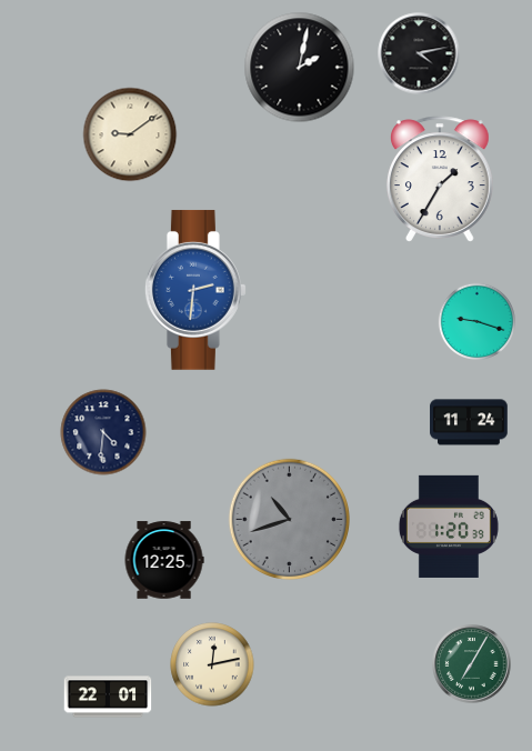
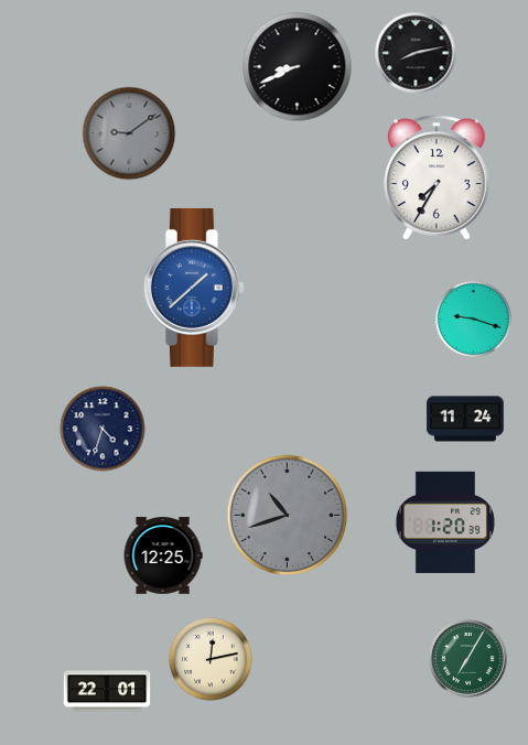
clock at (419, 53): 4:13 -> 8:13
clock at (300, 68): 2:02 -> 8:41
clock at (130, 134) dial: cream -> grey
clock at (440, 179): 1:35 -> 7:35
clock at (195, 290): 2:31 -> 1:38
clock at (103, 432): 4:31 -> 4:33
